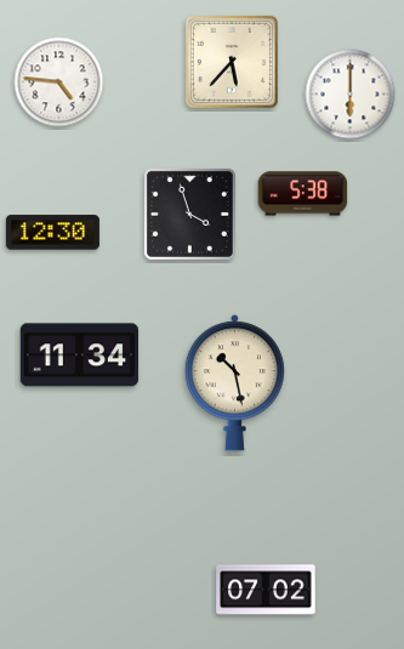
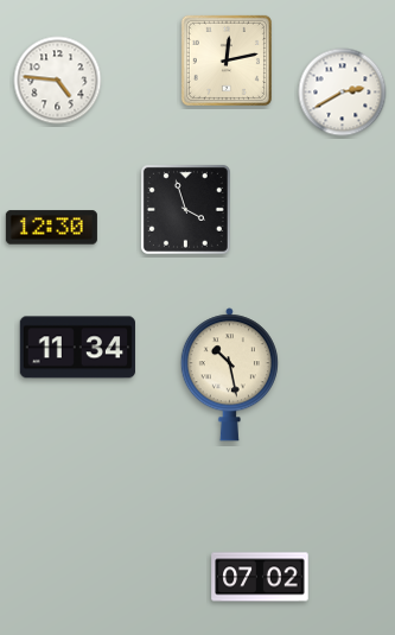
clock at (232, 62): 5:37 -> 12:13
clock at (351, 95): 6:00 -> 2:40
clock at (303, 194): 5:38 -> none
